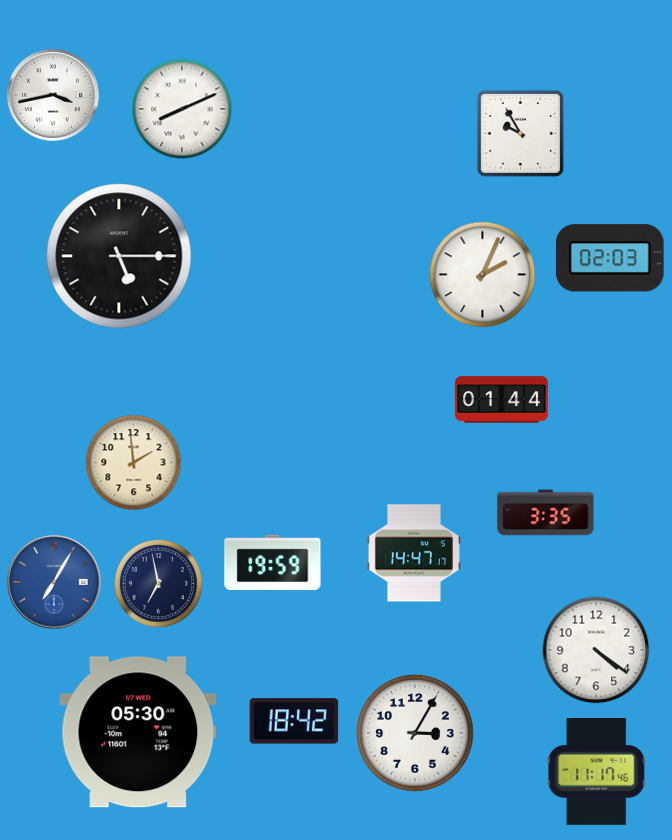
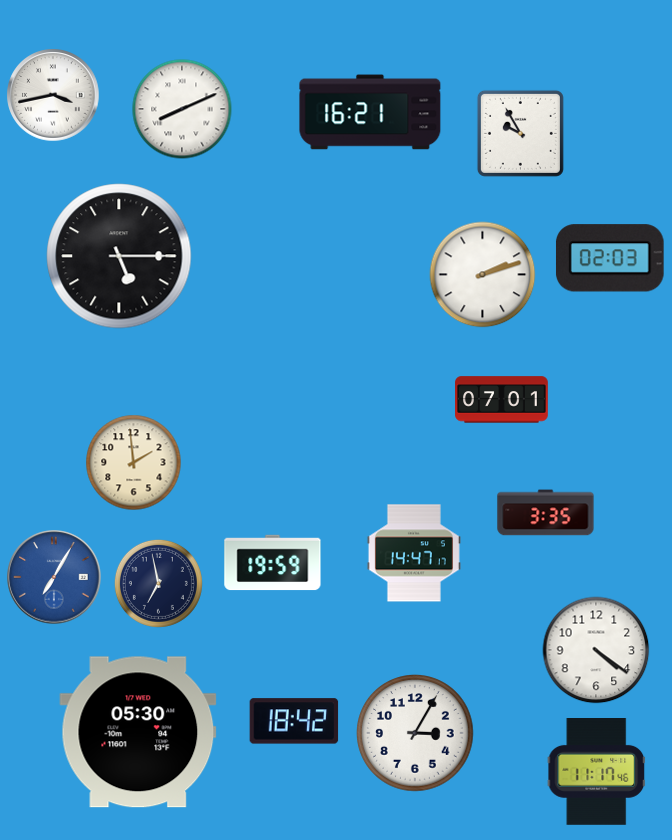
clock at (370, 112): none -> 16:21
clock at (483, 275): 2:04 -> 2:12
clock at (502, 400): 01:44 -> 07:01
clock at (54, 582) position: (54, 582) -> (54, 577)
